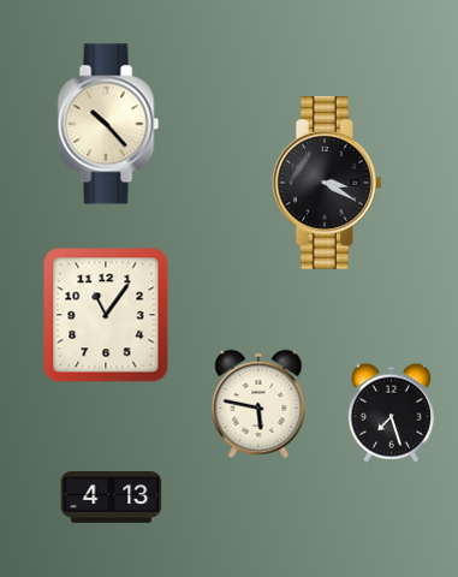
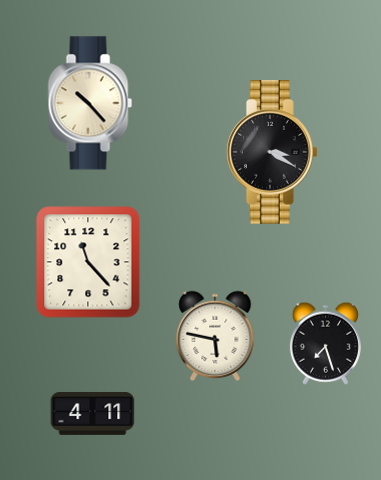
clock at (106, 315): 11:06 -> 11:23
clock at (112, 496): 4:13 -> 4:11
